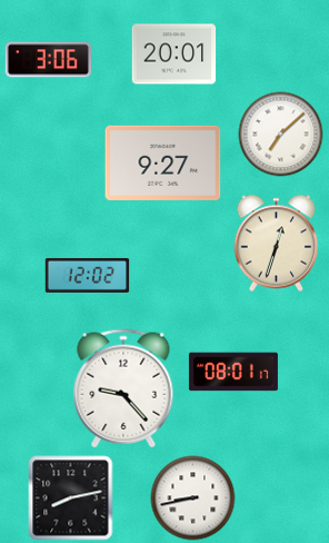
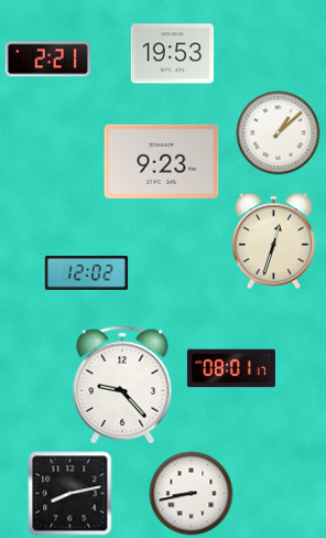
clock at (175, 55): 20:01 -> 19:53
clock at (48, 60): 3:06 -> 2:21
clock at (281, 135): 7:08 -> 1:08
clock at (163, 162): 9:27 -> 9:23
